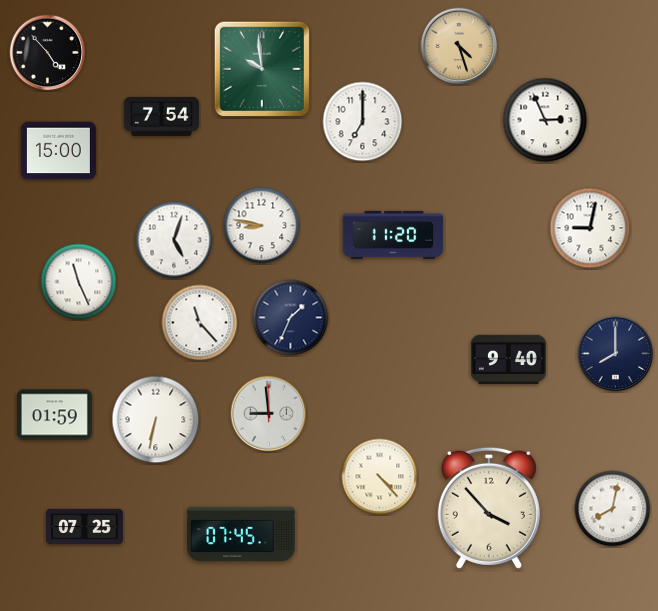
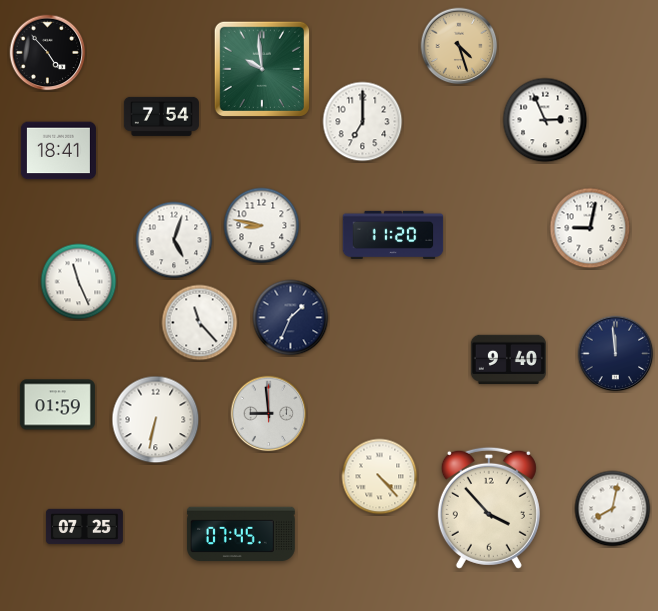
clock at (58, 151): 15:00 -> 18:41
clock at (616, 354): 8:00 -> 11:59
clock at (54, 415) position: (54, 415) -> (57, 405)
